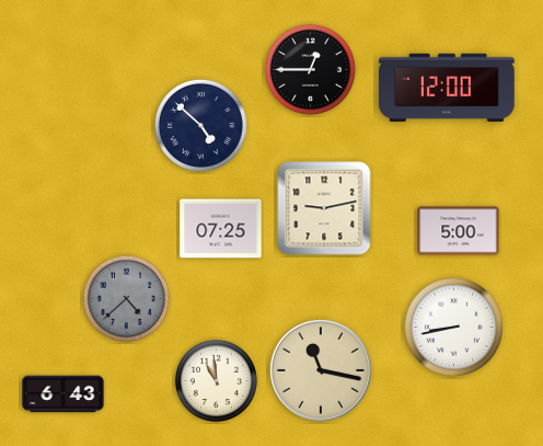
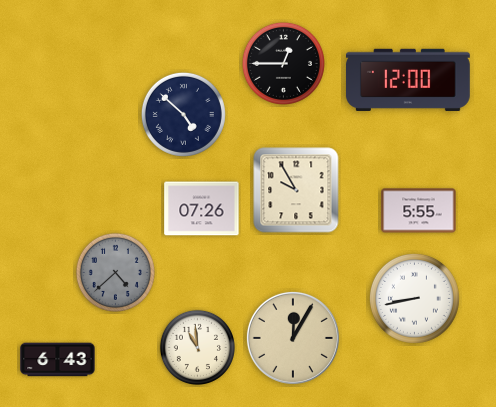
clock at (324, 208): 9:13 -> 9:55
clock at (221, 229): 07:25 -> 07:26
clock at (459, 231): 5:00 -> 5:55
clock at (321, 370): 11:17 -> 12:05
